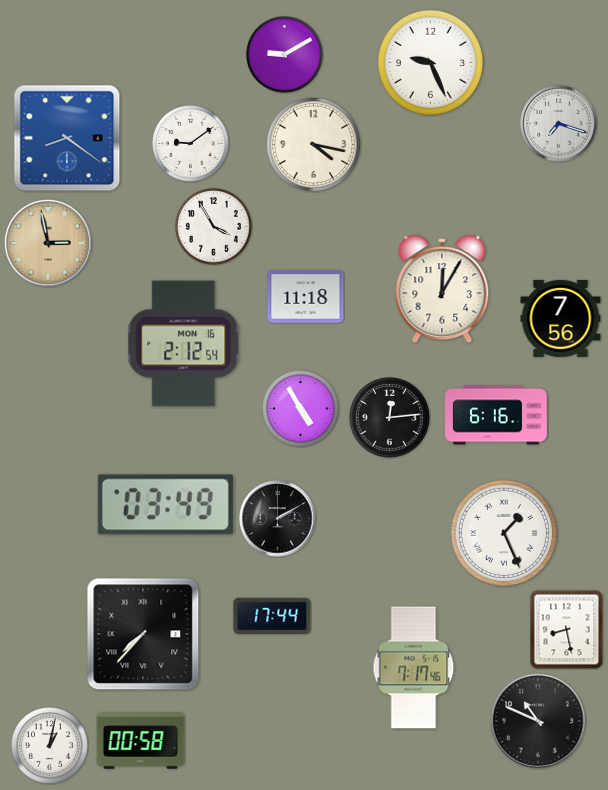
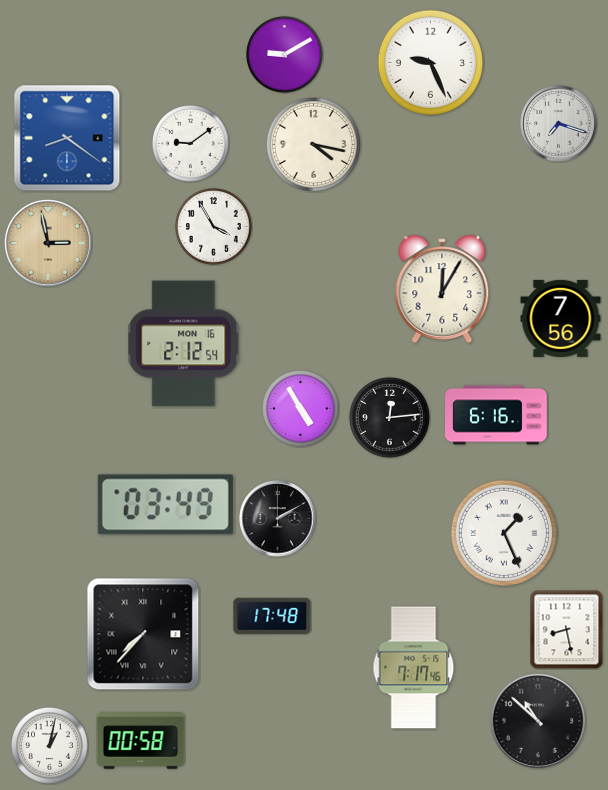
clock at (306, 297): 11:18 -> none
clock at (272, 616): 17:44 -> 17:48
clock at (538, 721): 10:49 -> 10:52
